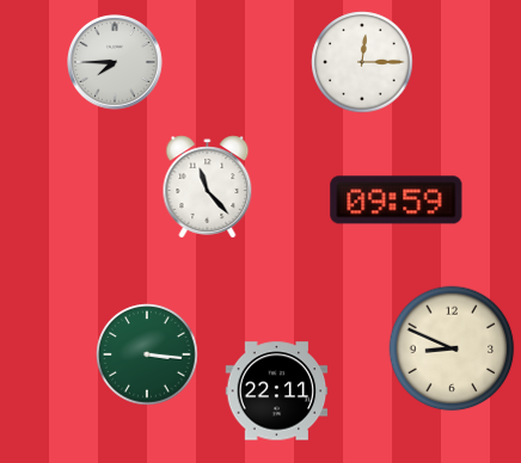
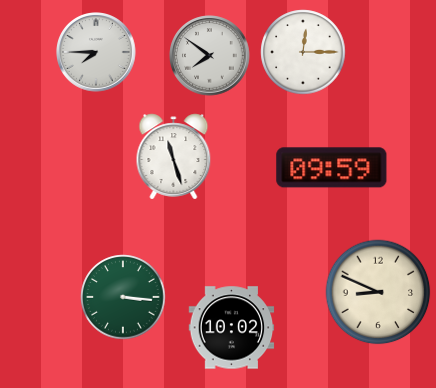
clock at (210, 56): none -> 7:51
clock at (208, 187): 11:23 -> 11:27
clock at (277, 391): 22:11 -> 10:02
